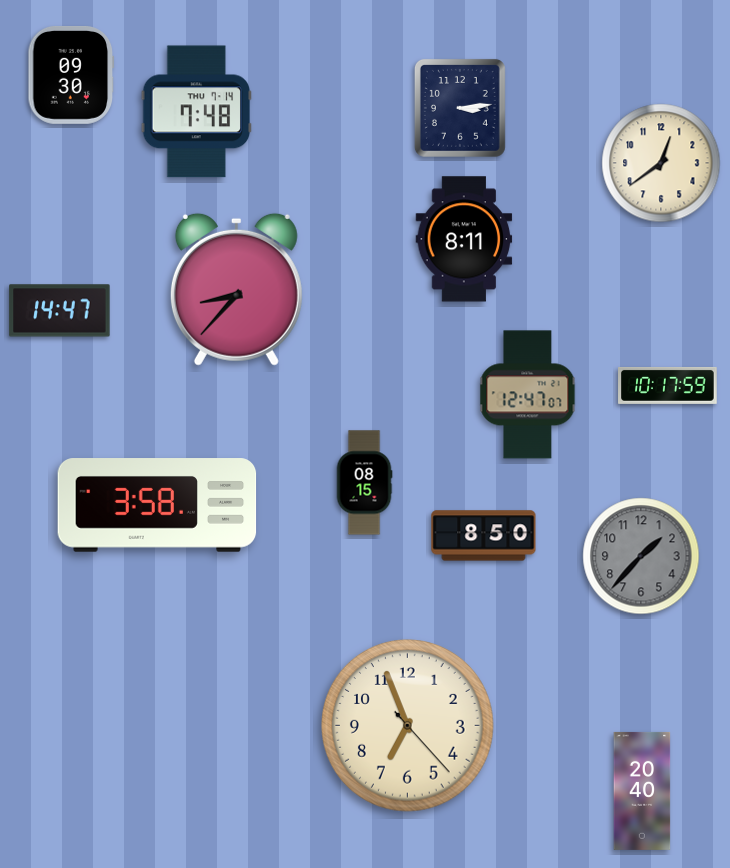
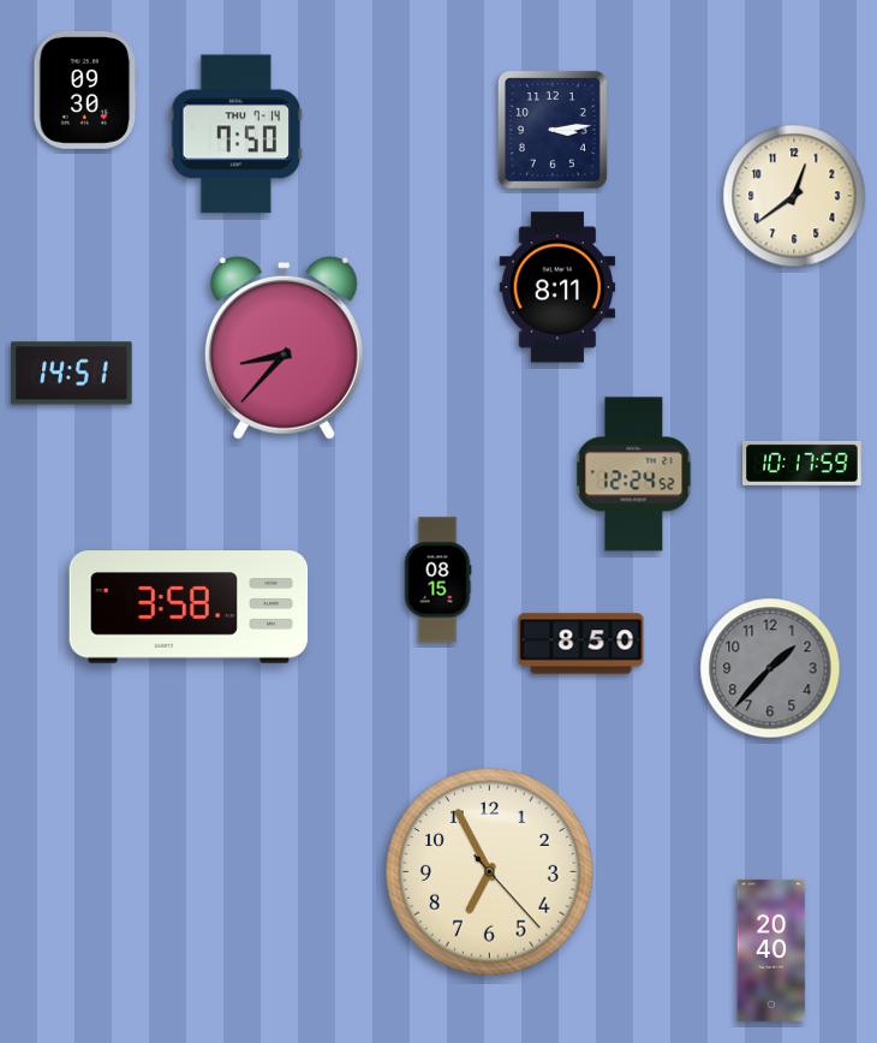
clock at (197, 112): 7:48 -> 7:50
clock at (60, 311): 14:47 -> 14:51
clock at (528, 395): 12:47 -> 12:24
clock at (408, 726): 6:56 -> 6:55
